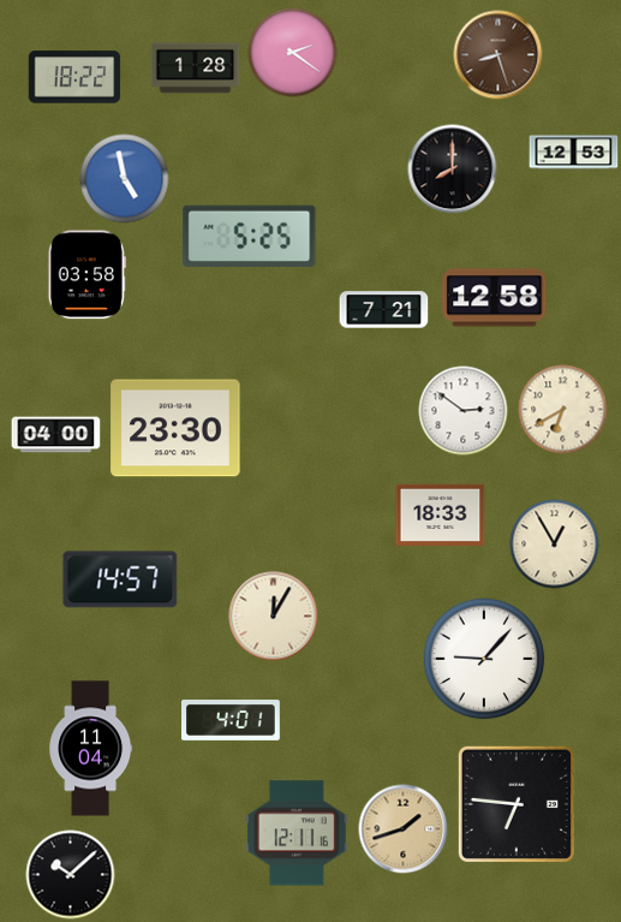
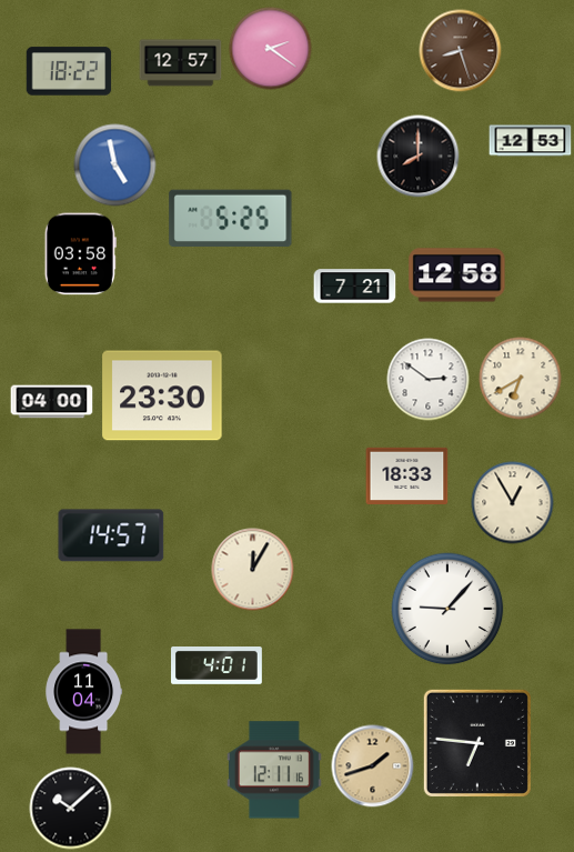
clock at (196, 69): 1:28 -> 12:57
clock at (232, 721) position: (232, 721) -> (218, 666)
clock at (71, 875) position: (71, 875) -> (71, 809)
